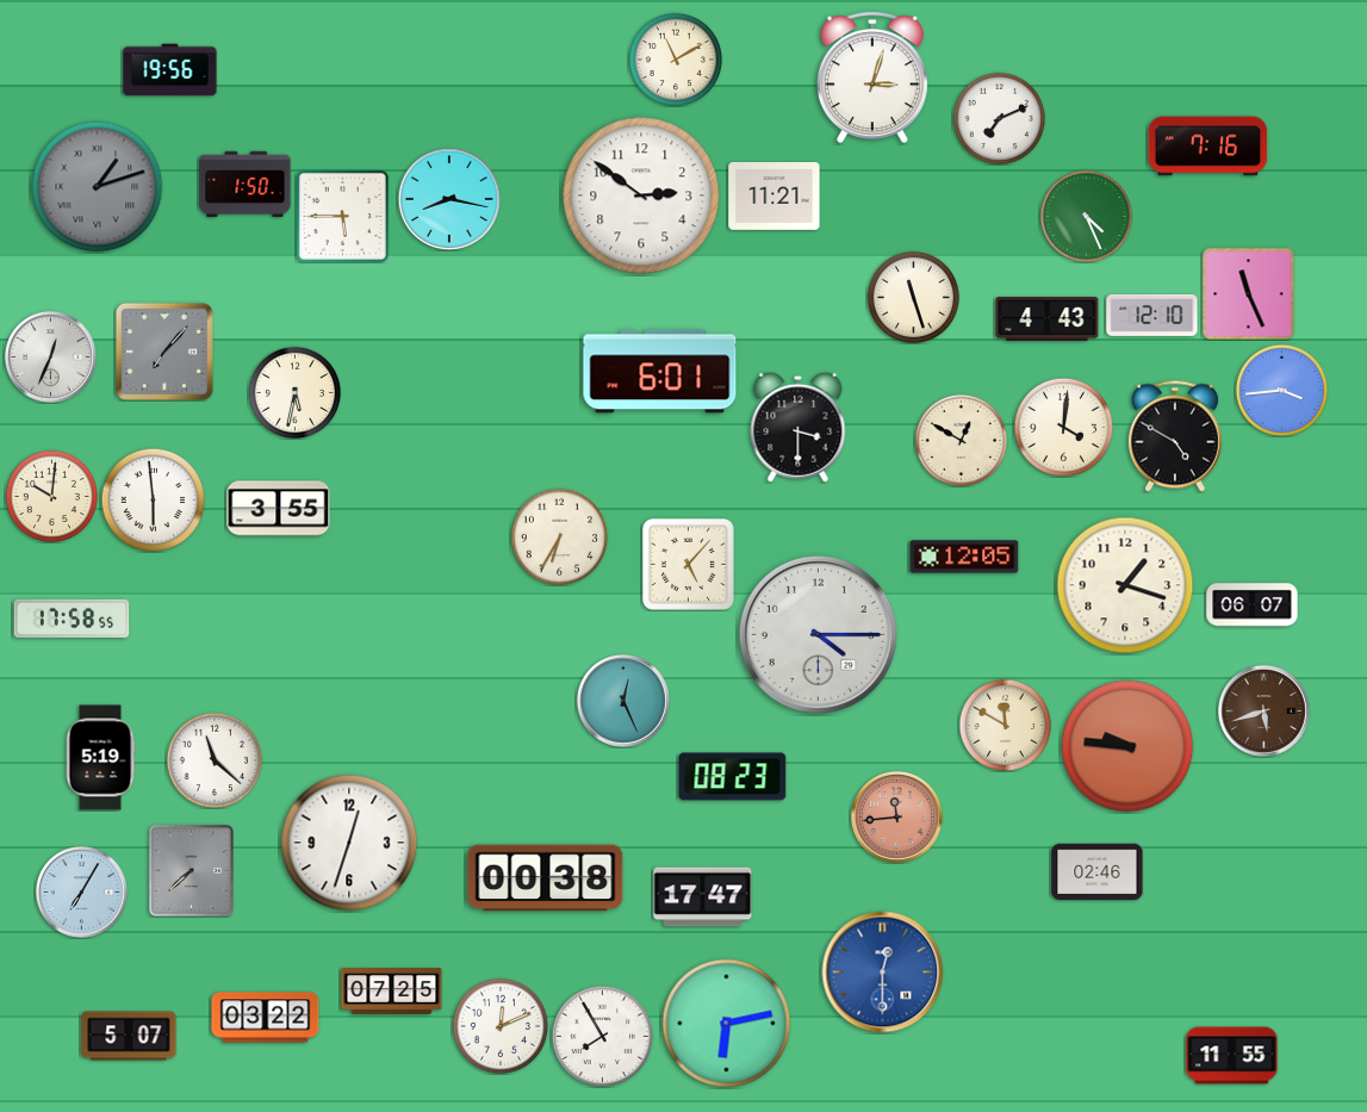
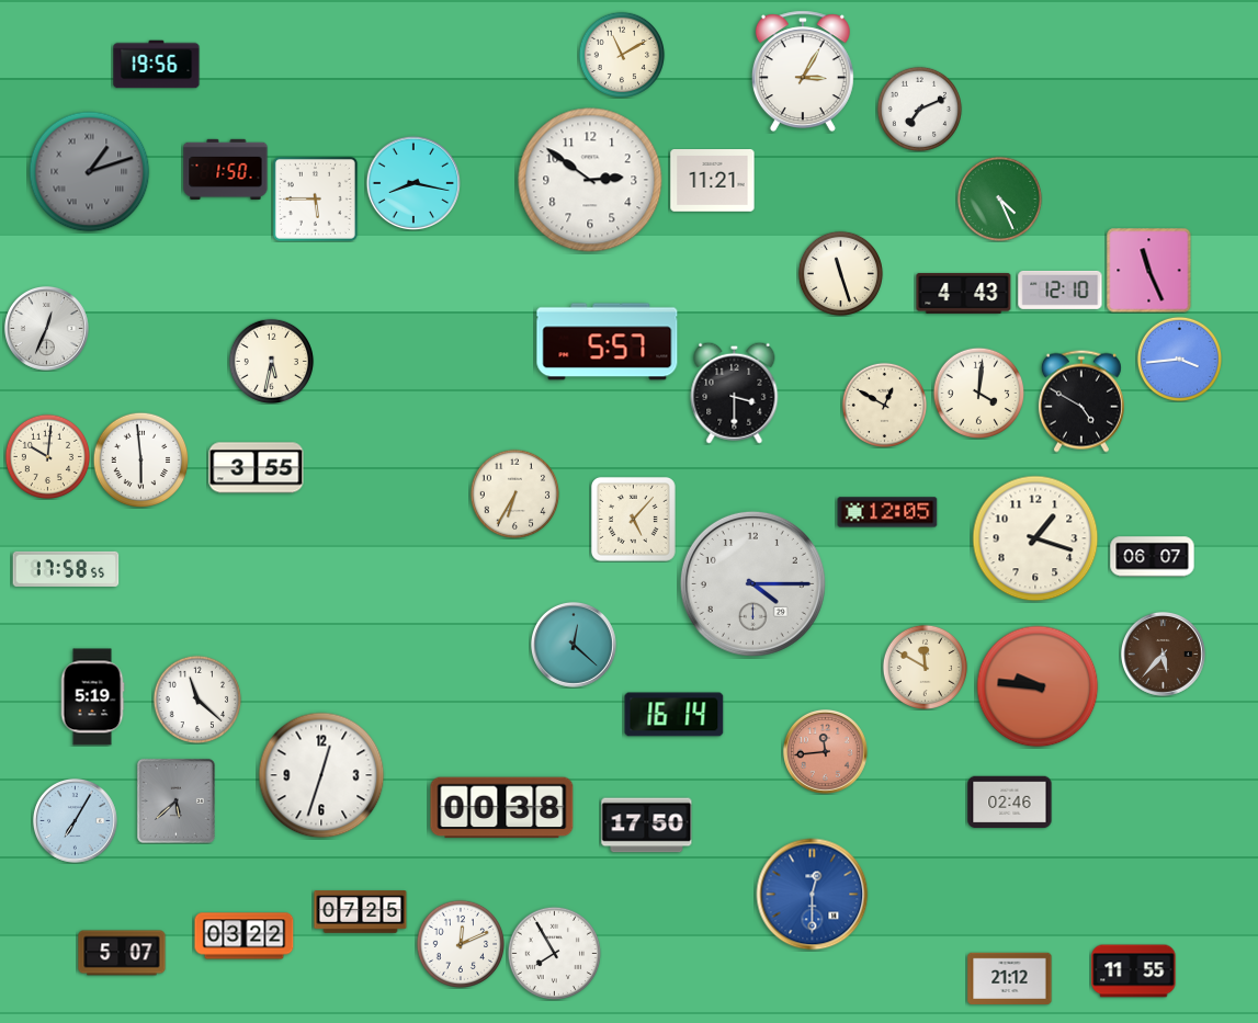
clock at (872, 77): 3:03 -> 3:05
clock at (1208, 147): 7:16 -> none
clock at (164, 352): 7:07 -> none
clock at (660, 372): 6:01 -> 5:57
clock at (623, 701): 12:26 -> 12:22
clock at (1265, 712): 5:42 -> 5:37
clock at (733, 777): 08:23 -> 16:14
clock at (191, 871): 7:38 -> 5:38
clock at (703, 897): 17:47 -> 17:50
clock at (727, 1024): 6:13 -> none
clock at (129, 1036) position: (129, 1036) -> (122, 953)
clock at (1010, 979): none -> 21:12
